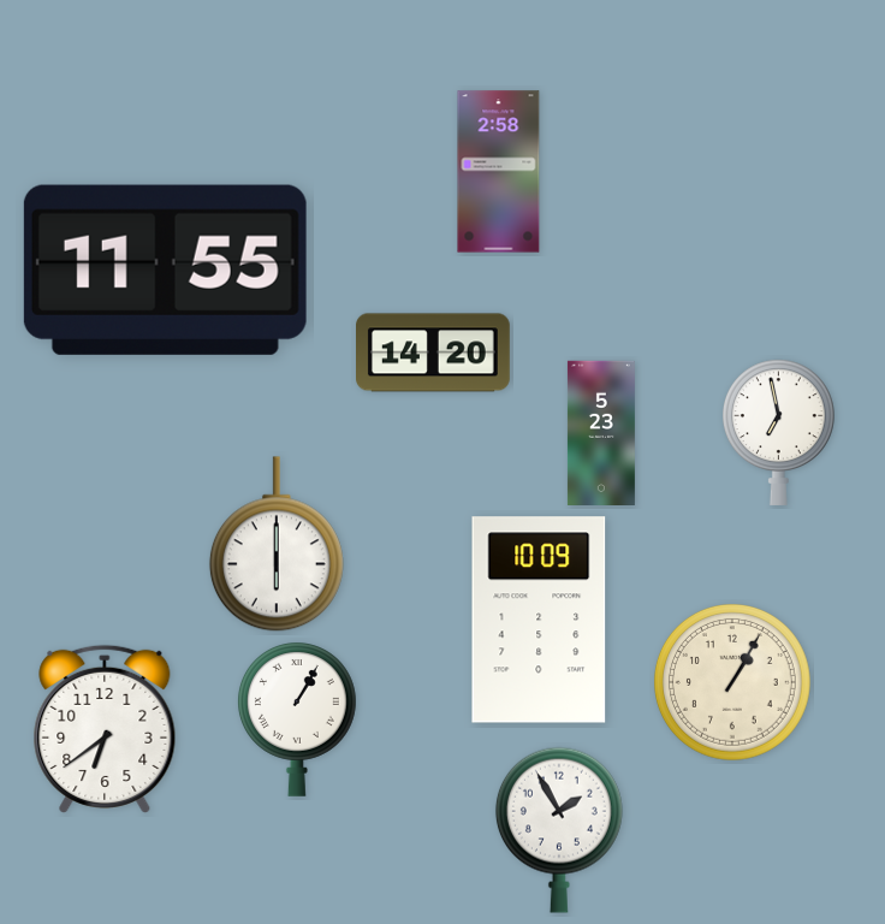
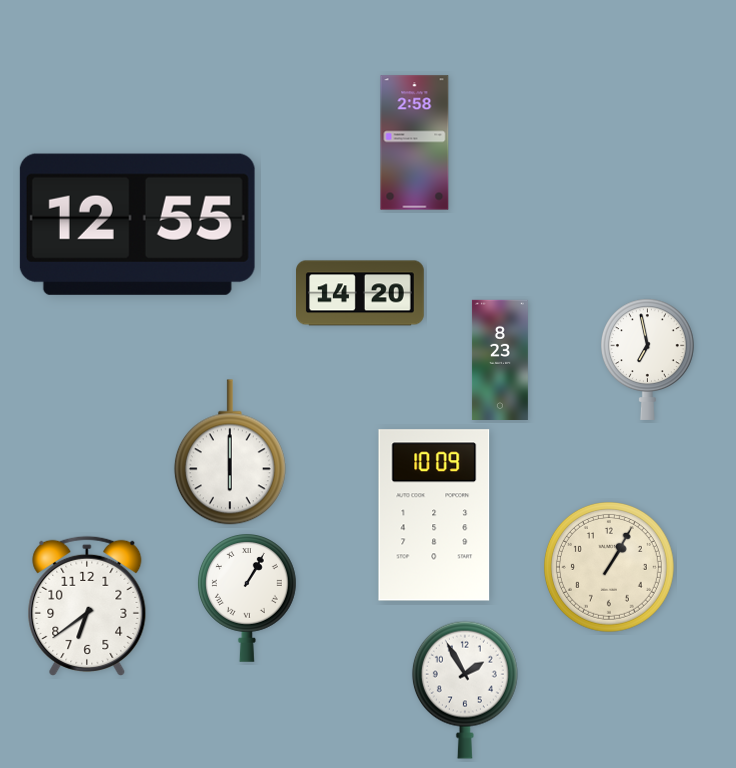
clock at (165, 269): 11:55 -> 12:55
clock at (601, 432): 5:23 -> 8:23
clock at (539, 620) position: (539, 620) -> (434, 515)
